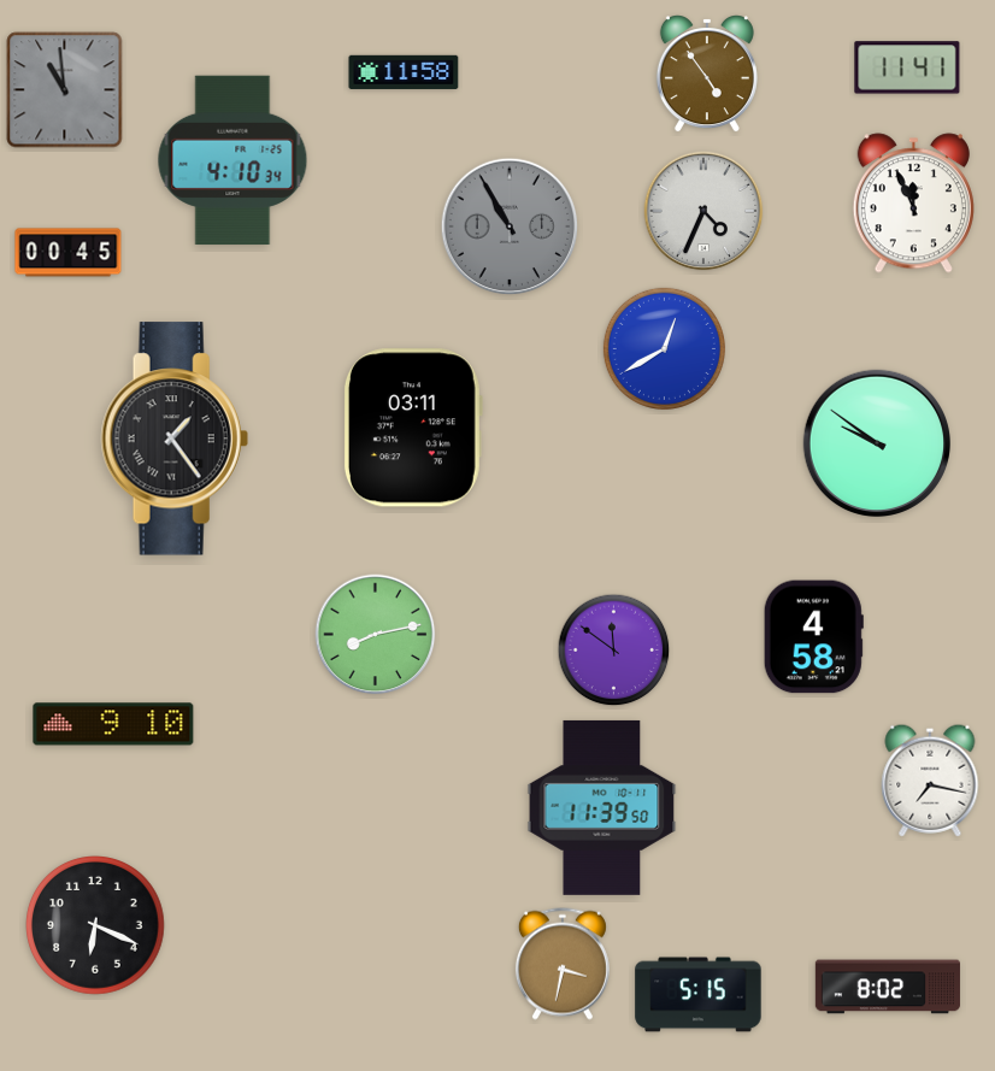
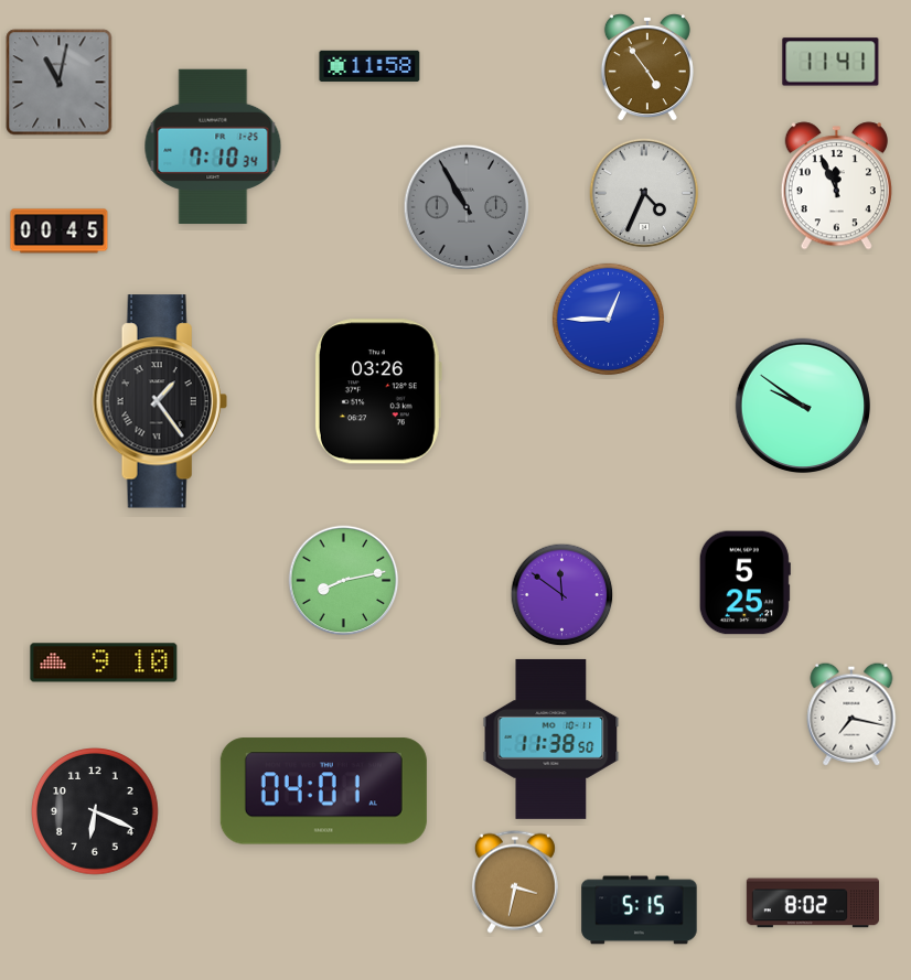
clock at (65, 90): 10:59 -> 11:02
clock at (232, 160): 4:10 -> 7:10
clock at (69, 253) position: (69, 253) -> (60, 231)
clock at (664, 348): 12:40 -> 12:45
clock at (412, 428): 03:11 -> 03:26
clock at (813, 637): 4:58 -> 5:25
clock at (602, 807): 11:39 -> 11:38
clock at (323, 791): none -> 04:01
clock at (96, 926) position: (96, 926) -> (96, 812)
